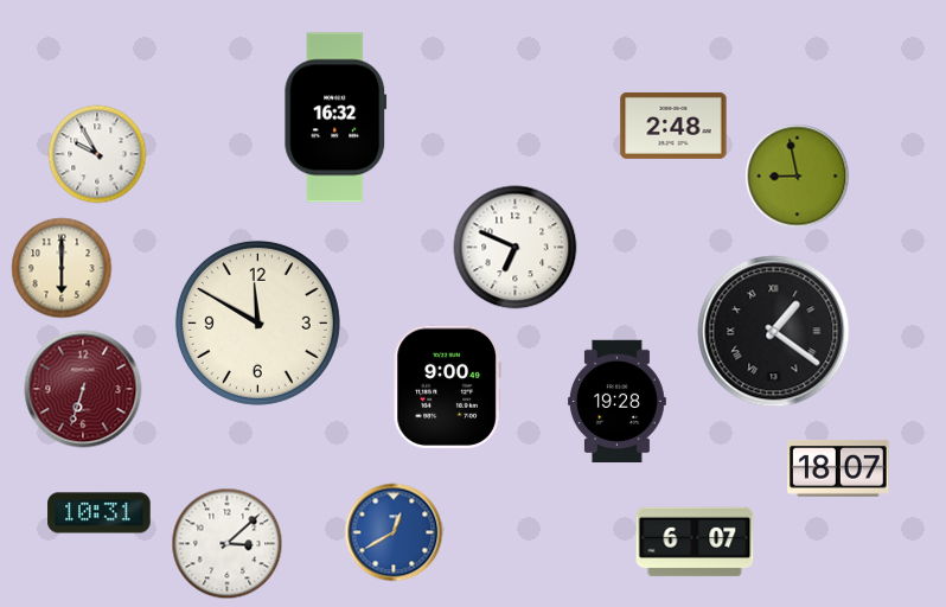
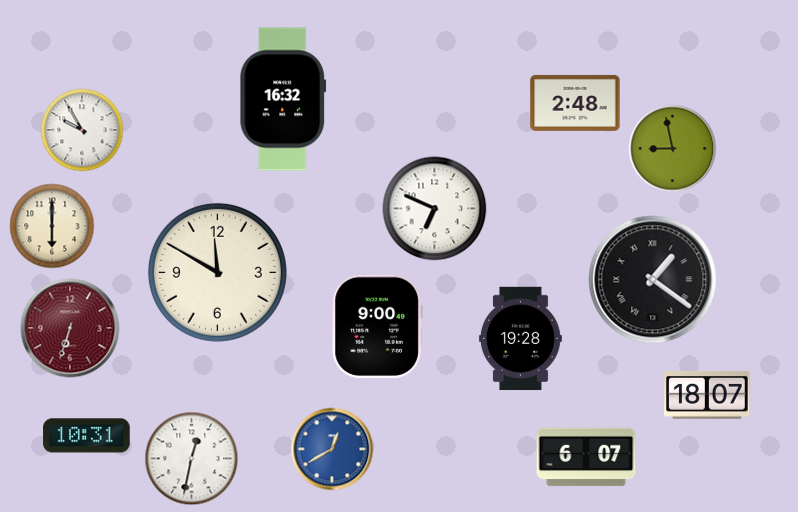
clock at (673, 126) position: (673, 126) -> (575, 103)
clock at (100, 513) position: (100, 513) -> (87, 436)
clock at (228, 544): 3:08 -> 12:32
